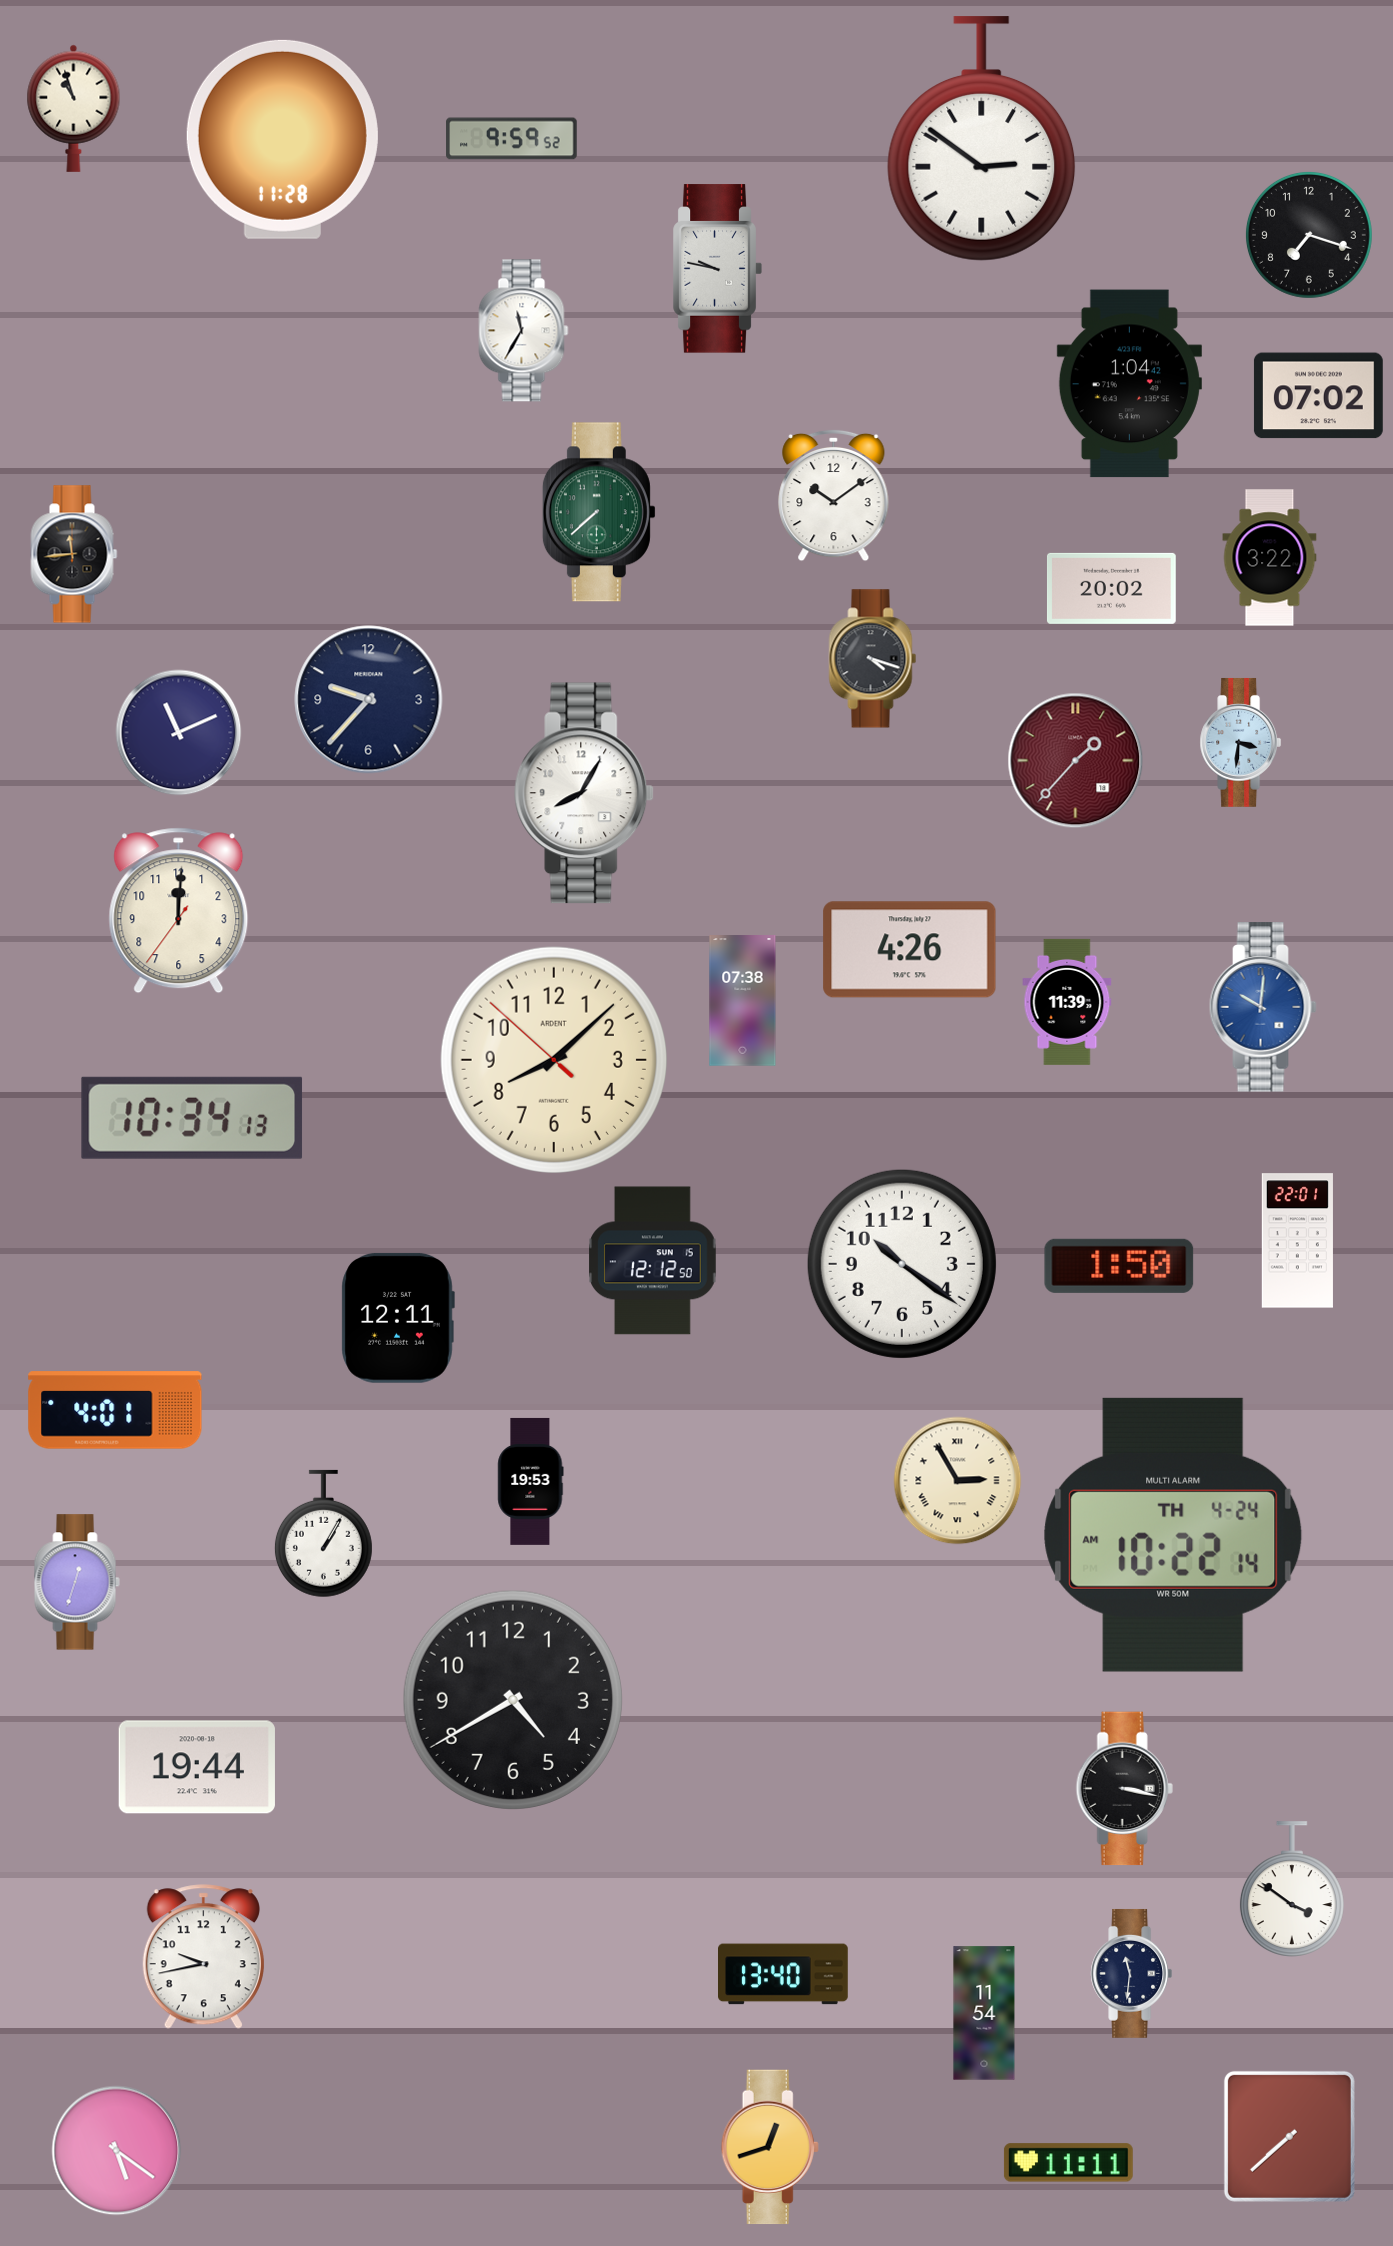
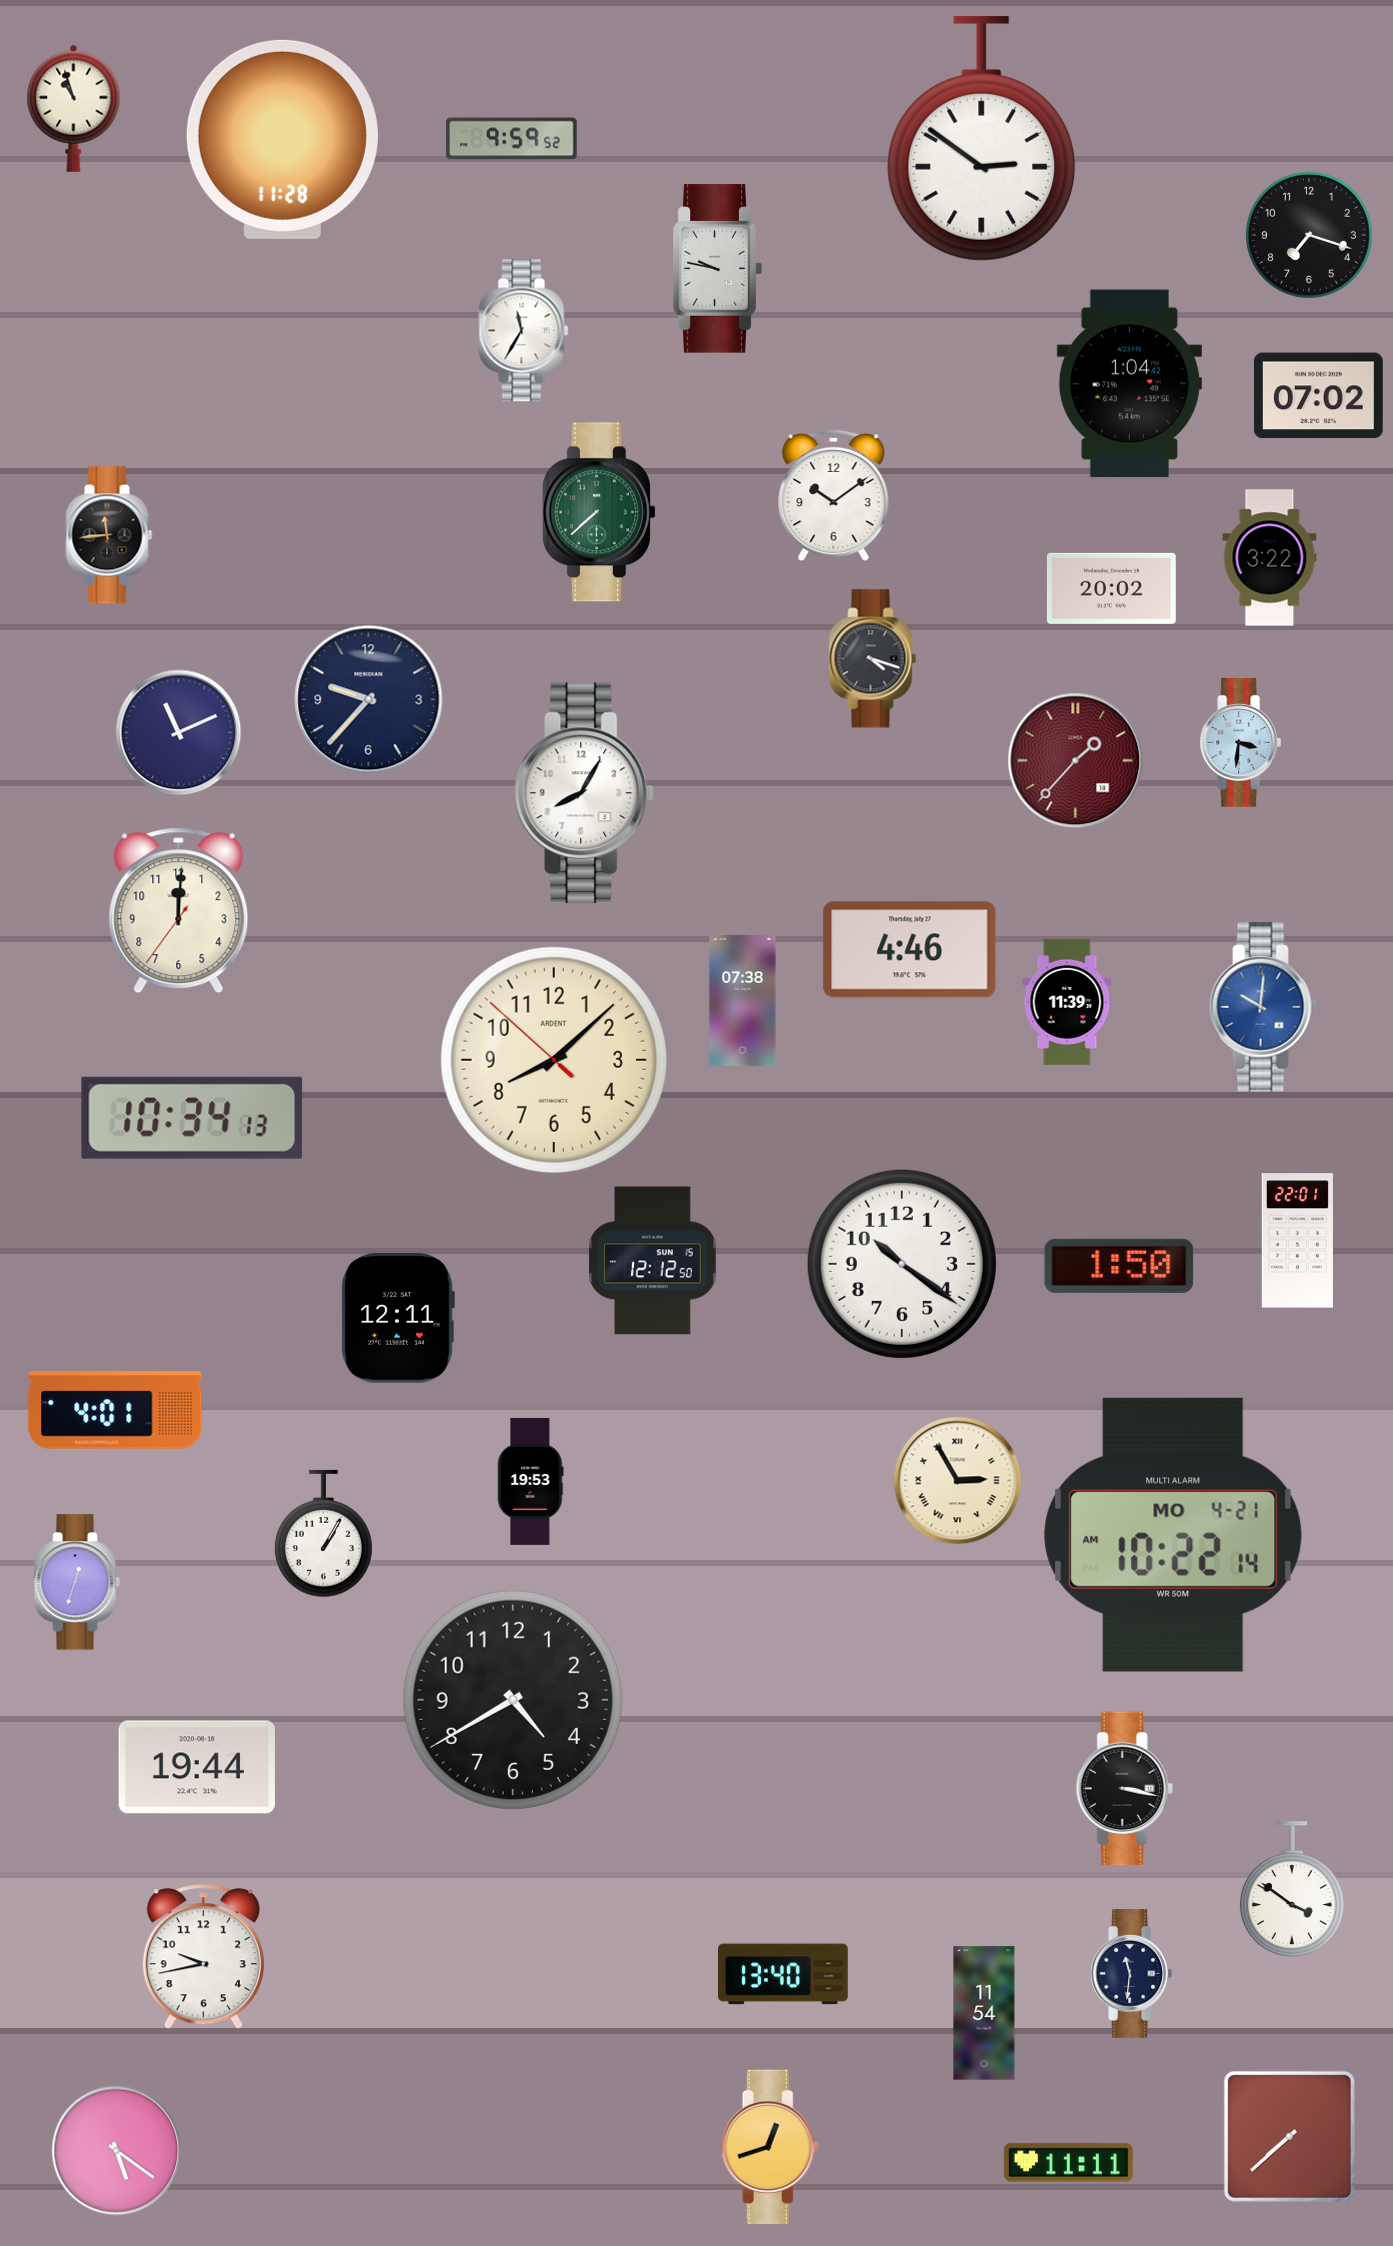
clock at (74, 554) position: (74, 554) -> (109, 535)
clock at (910, 950): 4:26 -> 4:46
clock at (1173, 1535) date: TH 4-24 -> MO 4-21
